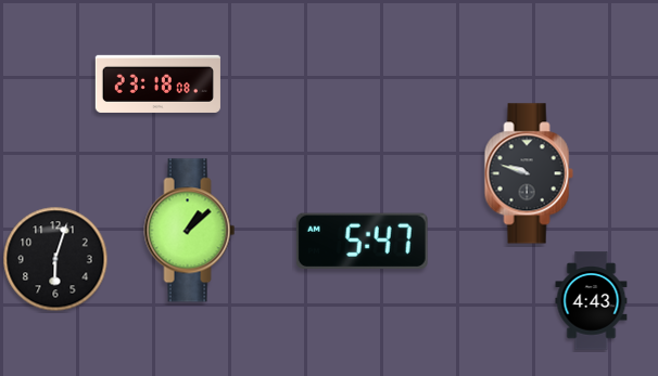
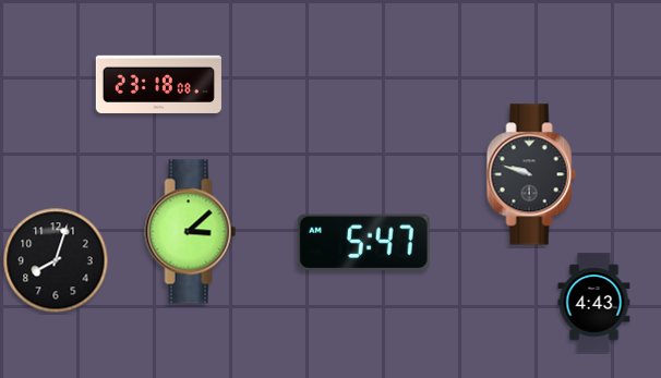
clock at (190, 231): 1:08 -> 3:08
clock at (55, 259): 6:03 -> 8:03
